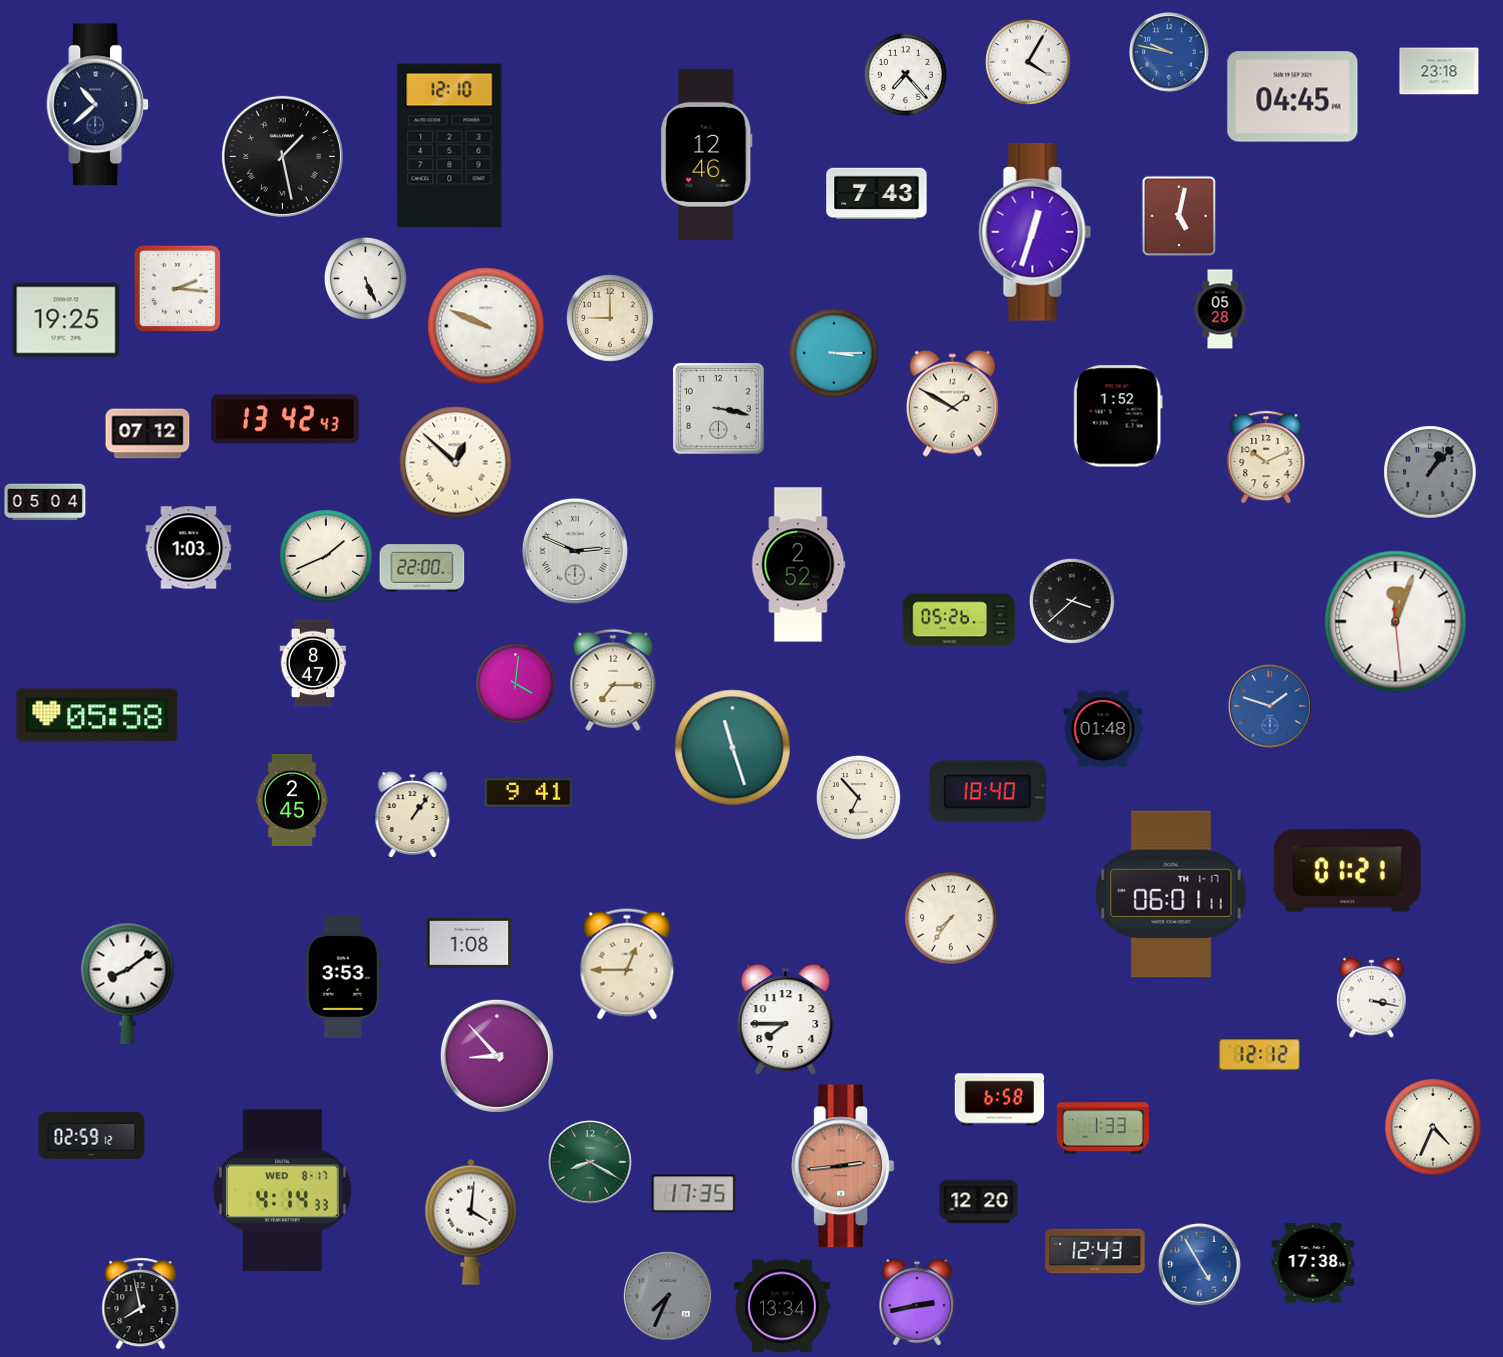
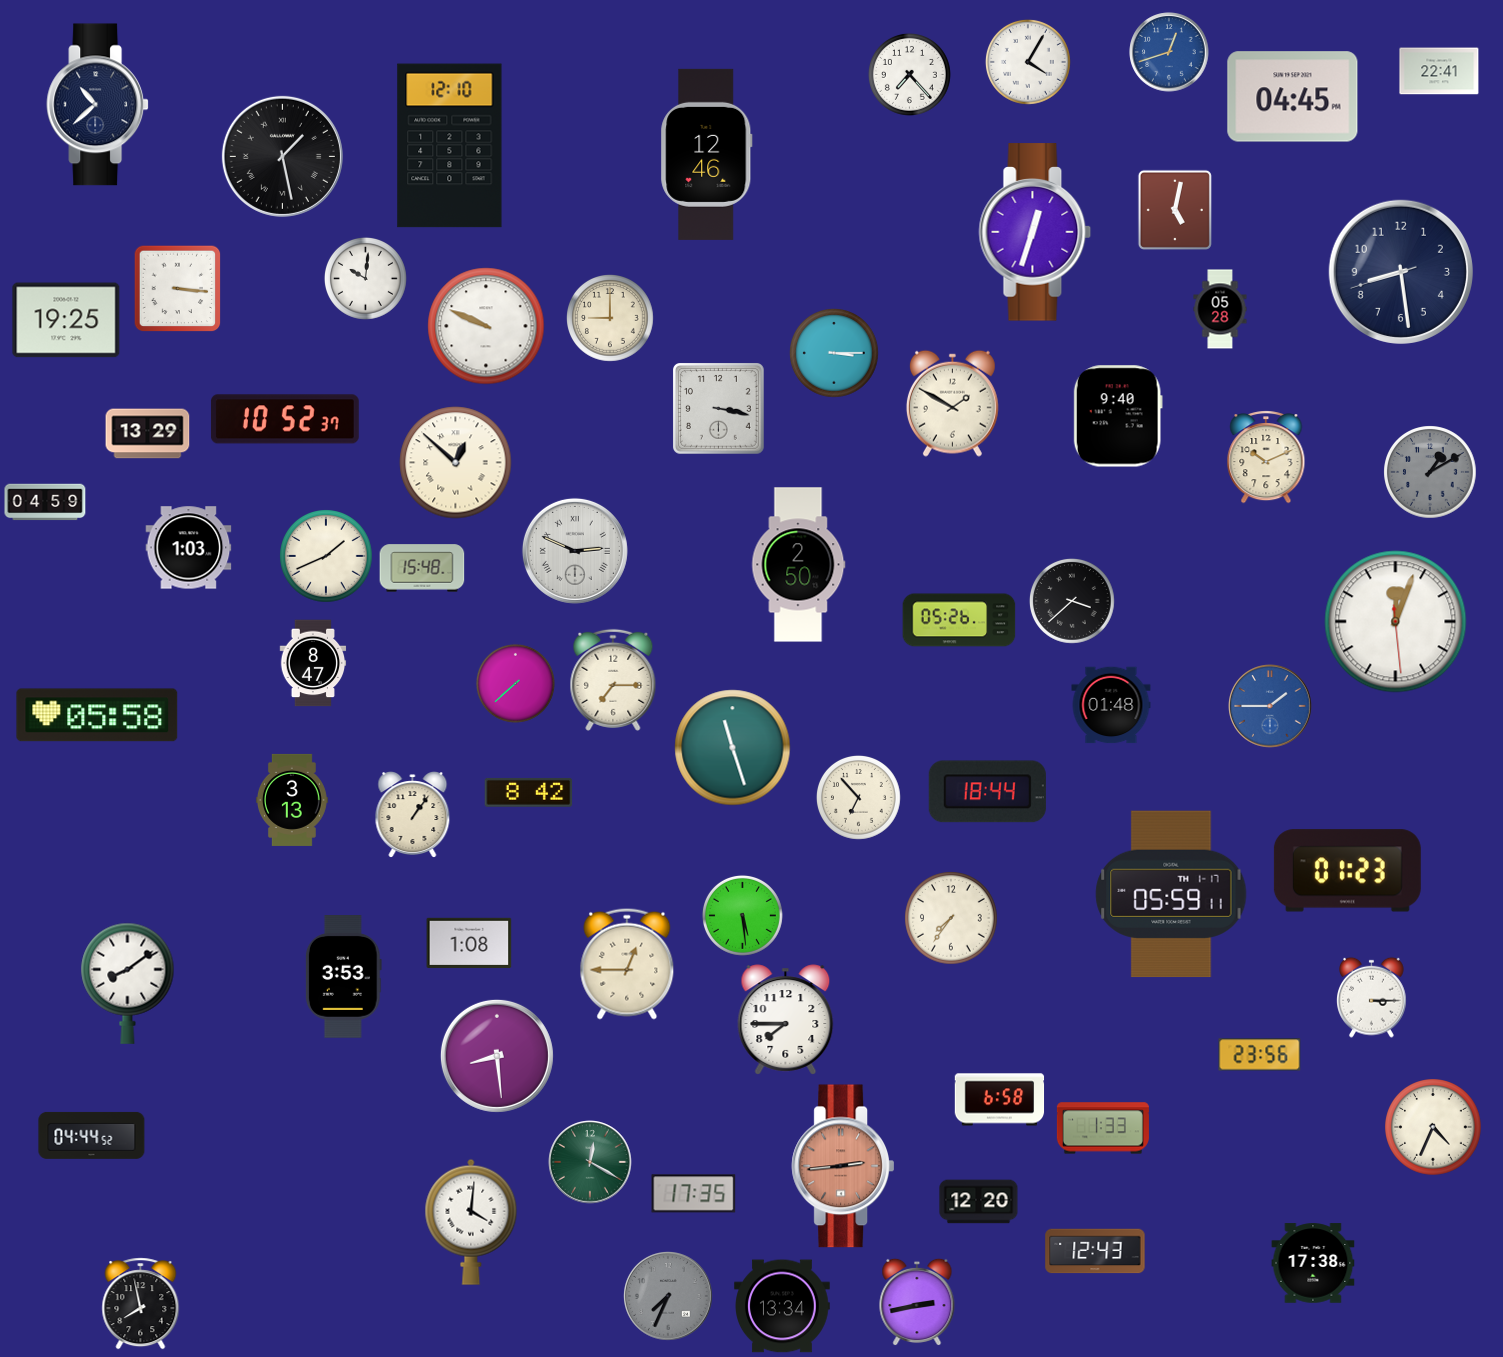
clock at (1169, 52): 9:47 -> 12:42
clock at (1439, 71): 23:18 -> 22:41
clock at (905, 74) position: (905, 74) -> (909, 74)
clock at (877, 193): 7:43 -> none
clock at (1179, 216) position: (1179, 216) -> (1175, 210)
clock at (1401, 272): none -> 8:28
clock at (365, 278): 5:26 -> 10:01
clock at (178, 289): 2:16 -> 3:16
clock at (1118, 416): 1:52 -> 9:40
clock at (285, 419): 13:42 -> 10:52
clock at (148, 434): 07:12 -> 13:29
clock at (1430, 472): 1:07 -> 1:10
clock at (45, 502): 05:04 -> 04:59
clock at (799, 565): 2:52 -> 2:50
clock at (422, 568): 22:00 -> 15:48
clock at (515, 683): 4:01 -> 7:38
clock at (1270, 706): 1:48 -> 1:45
clock at (1103, 729) position: (1103, 729) -> (1111, 705)
clock at (987, 792): 18:40 -> 18:44
clock at (529, 793): 9:41 -> 8:42
clock at (292, 800): 2:45 -> 3:13
clock at (1347, 871): 01:21 -> 01:23
clock at (1171, 894): 06:01 -> 05:59
clock at (742, 915): none -> 5:29
clock at (1372, 997): 3:17 -> 3:15
clock at (1260, 1055): 12:12 -> 23:56
clock at (497, 1056): 8:53 -> 8:29
clock at (92, 1135): 02:59 -> 04:44
clock at (590, 1162): 8:20 -> 12:20
clock at (282, 1191): 4:14 -> none
clock at (1200, 1265): 4:55 -> none
